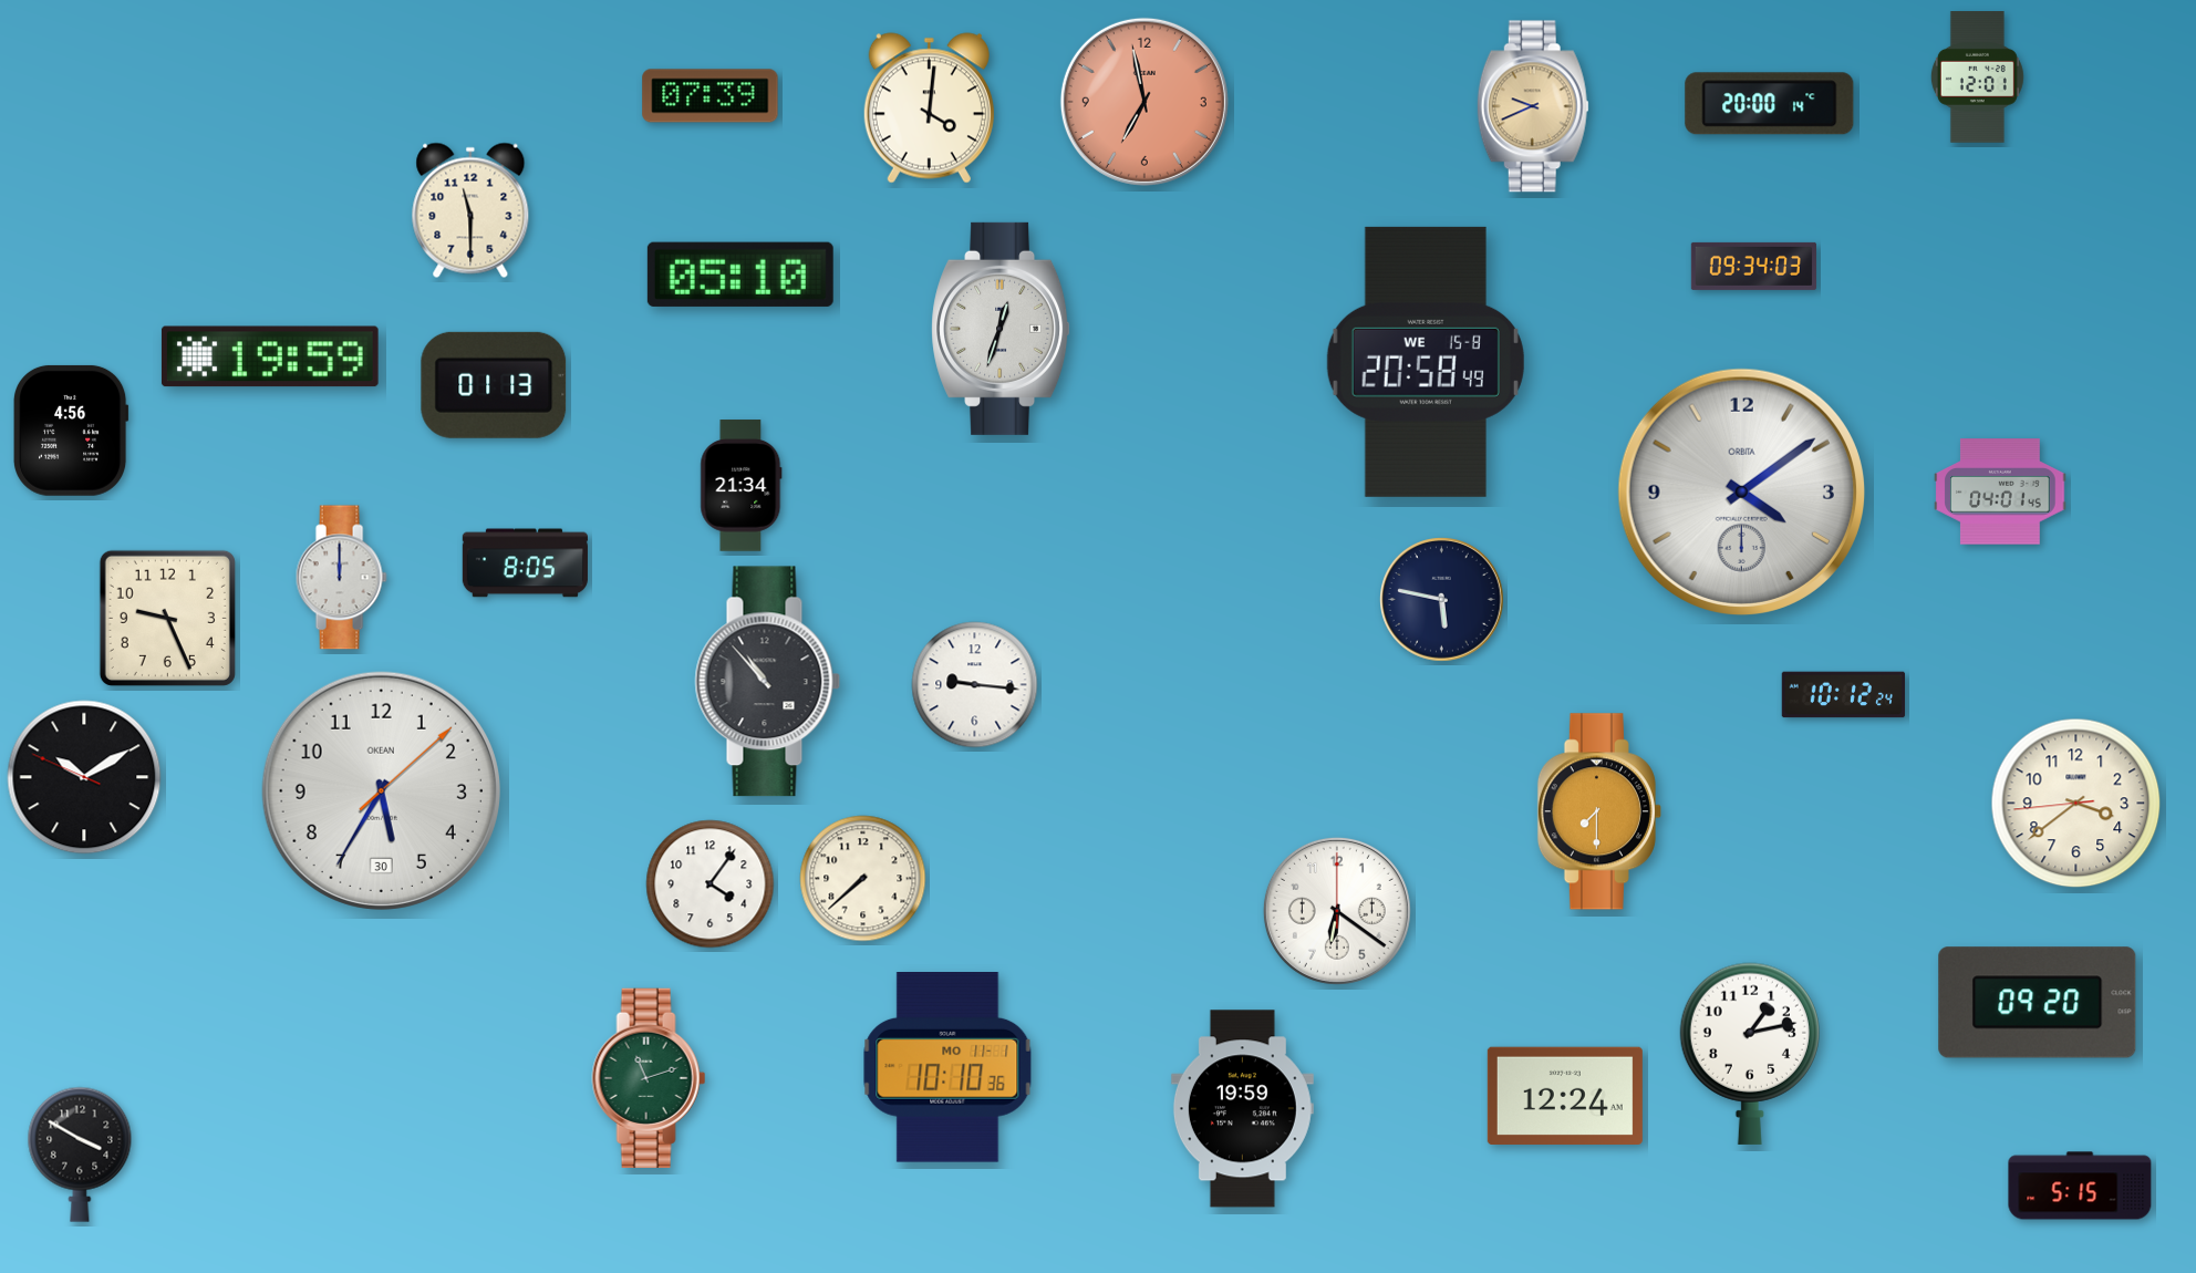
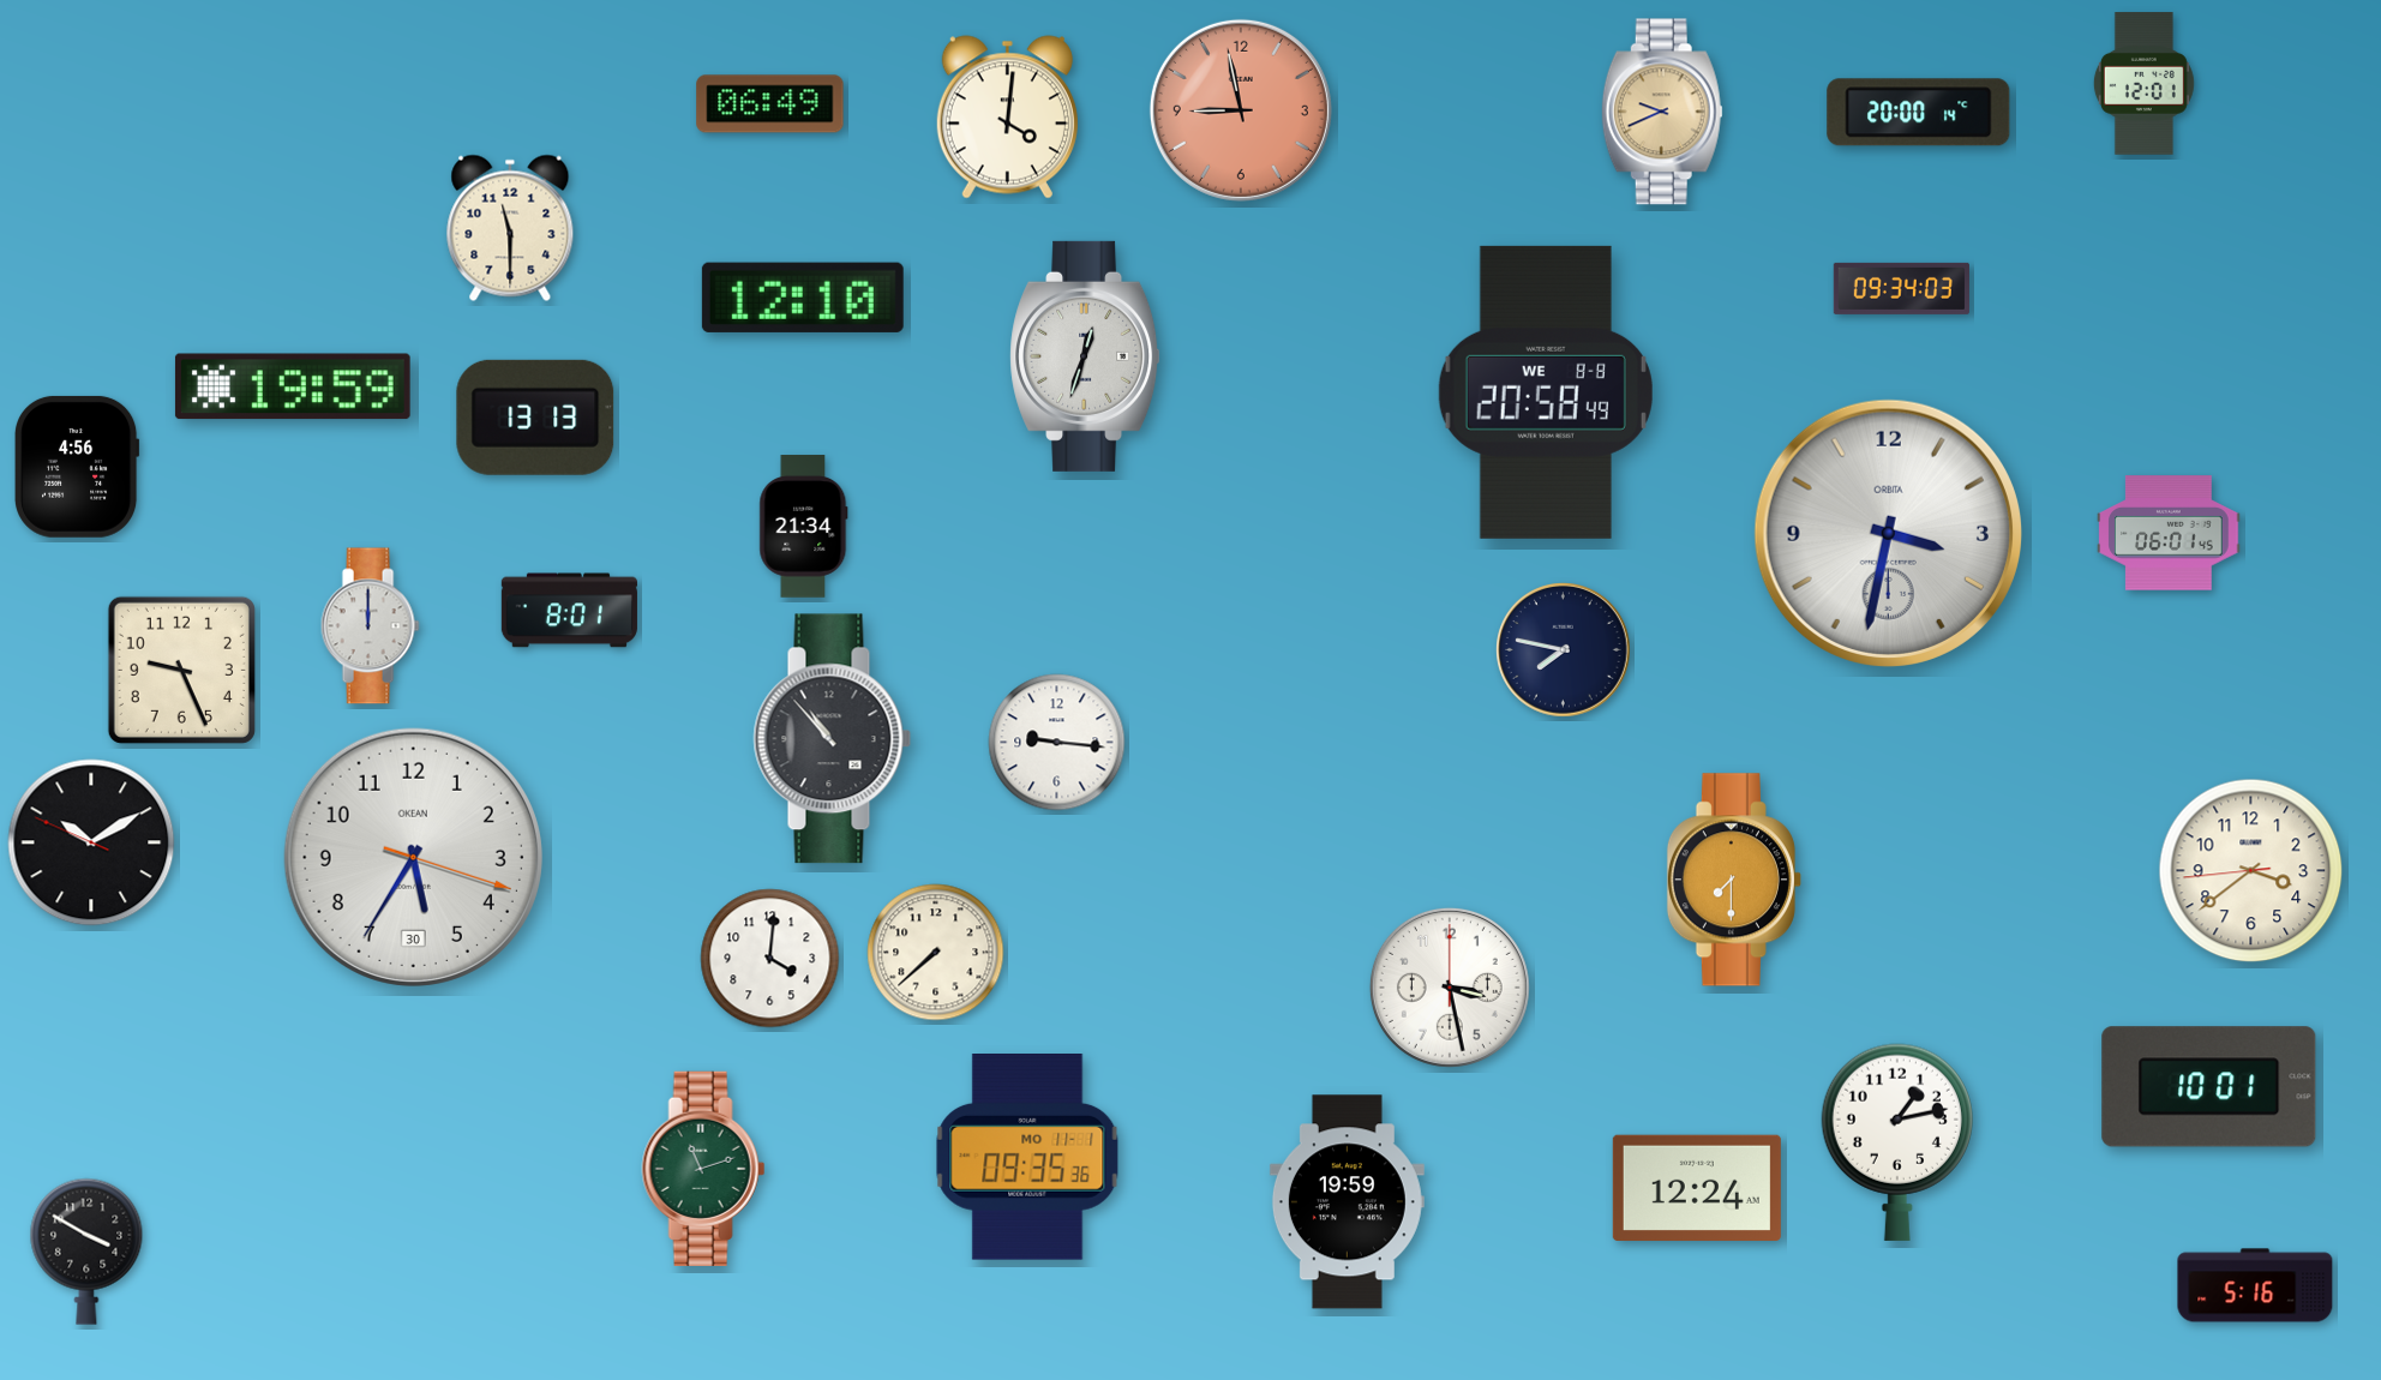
clock at (711, 96): 07:39 -> 06:49
clock at (1144, 102): 6:58 -> 8:58
clock at (1533, 106) position: (1533, 106) -> (1662, 112)
clock at (740, 275): 05:10 -> 12:10
clock at (1426, 362) date: WE 15-8 -> WE 8-8
clock at (494, 385): 01:13 -> 13:13
clock at (1741, 491): 4:09 -> 3:32
clock at (2000, 491): 04:01 -> 06:01
clock at (525, 563): 8:05 -> 8:01
clock at (1442, 600): 5:47 -> 7:47
clock at (1844, 695): 10:12 -> none
clock at (381, 790): 5:35:08 -> 5:35:18
clock at (711, 884): 4:06 -> 4:01
clock at (1337, 911): 6:21 -> 3:28
clock at (2038, 1003): 09:20 -> 10:01
clock at (947, 1068): 10:10 -> 09:35
clock at (2080, 1186): 5:15 -> 5:16
